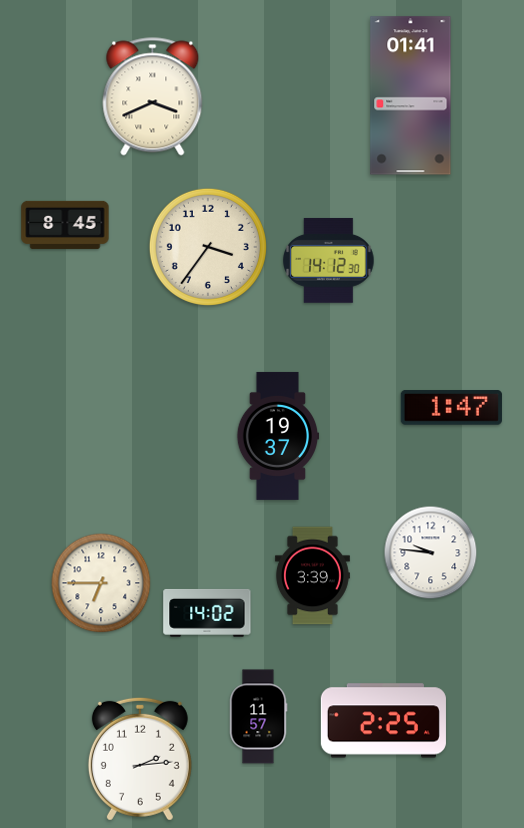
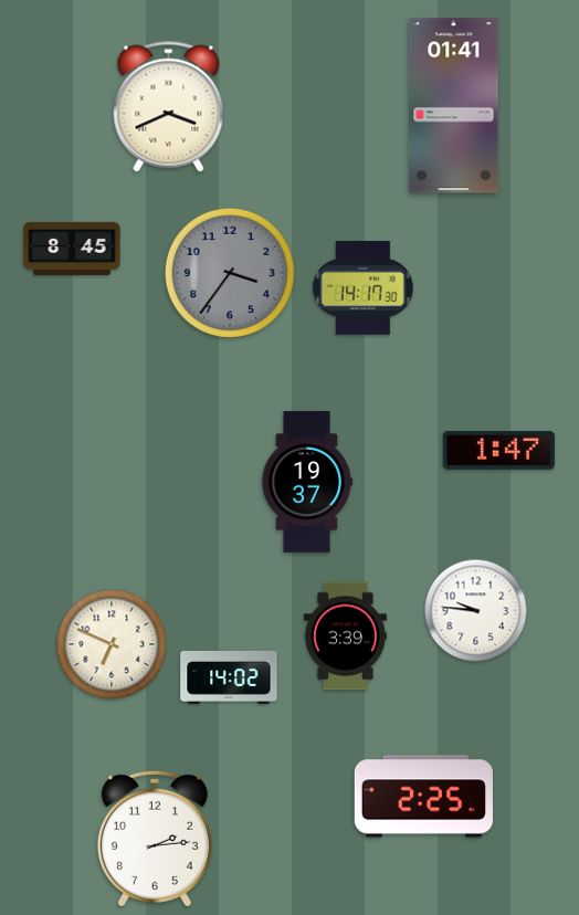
clock at (208, 247) dial: cream -> grey
clock at (329, 260): 14:12 -> 14:17
clock at (101, 583): 6:45 -> 6:49
clock at (258, 717): 11:57 -> none
